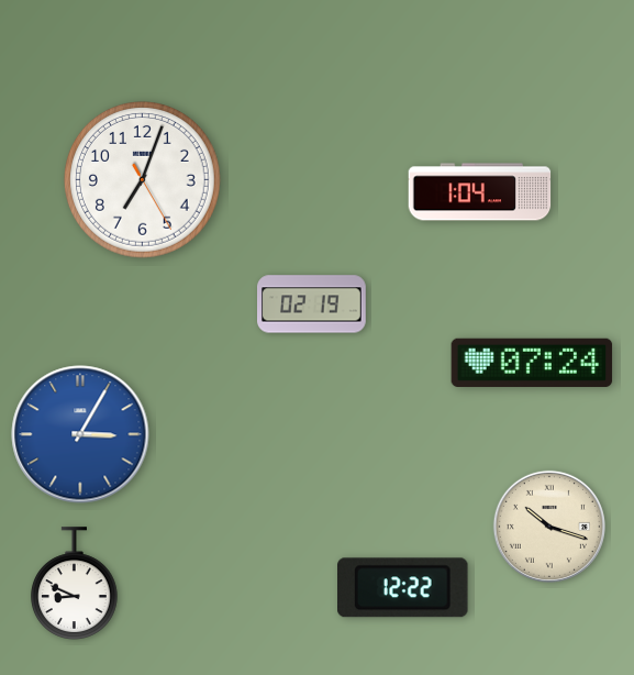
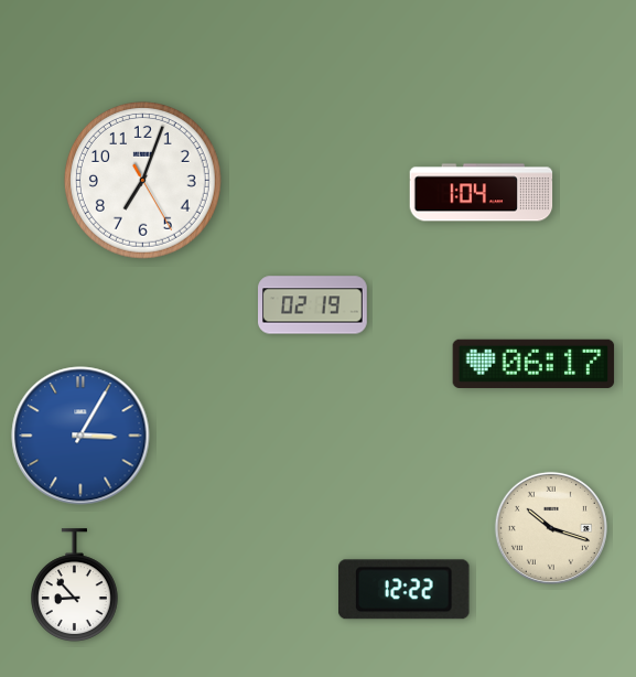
clock at (532, 362): 07:24 -> 06:17
clock at (75, 584): 8:49 -> 8:53
